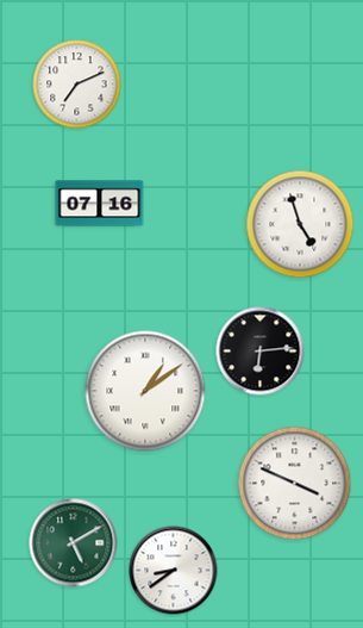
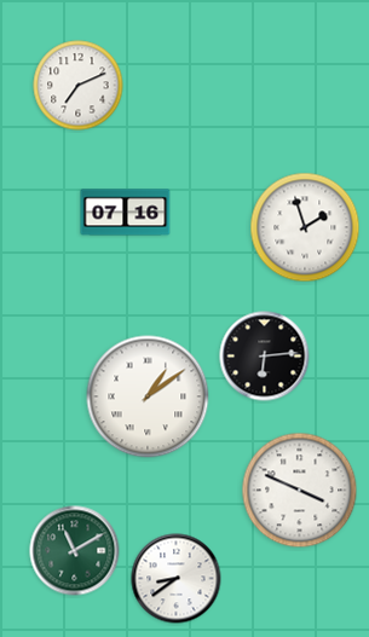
clock at (100, 204) position: (100, 204) -> (126, 213)
clock at (300, 224): 4:57 -> 1:57
clock at (74, 543): 5:10 -> 11:10
